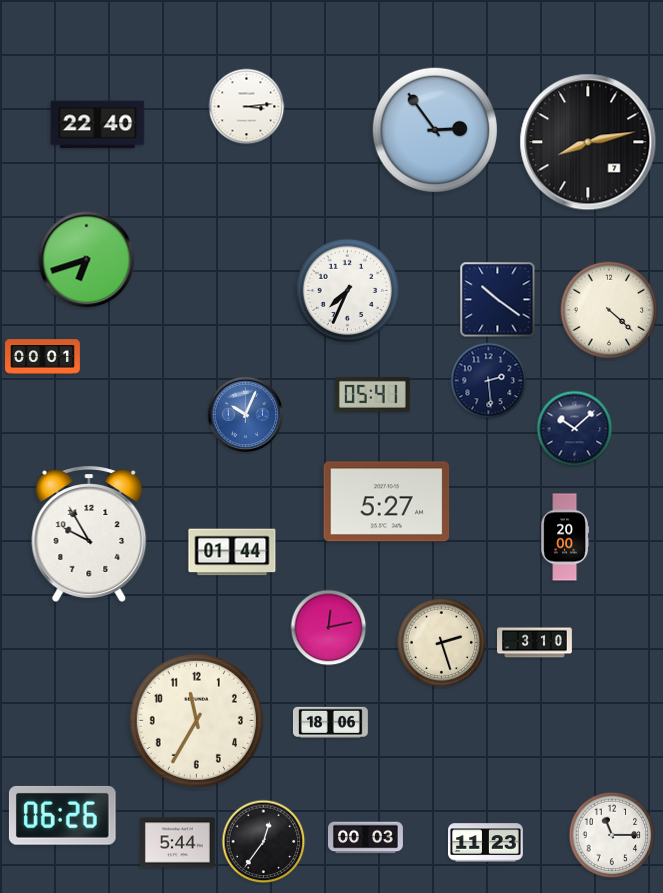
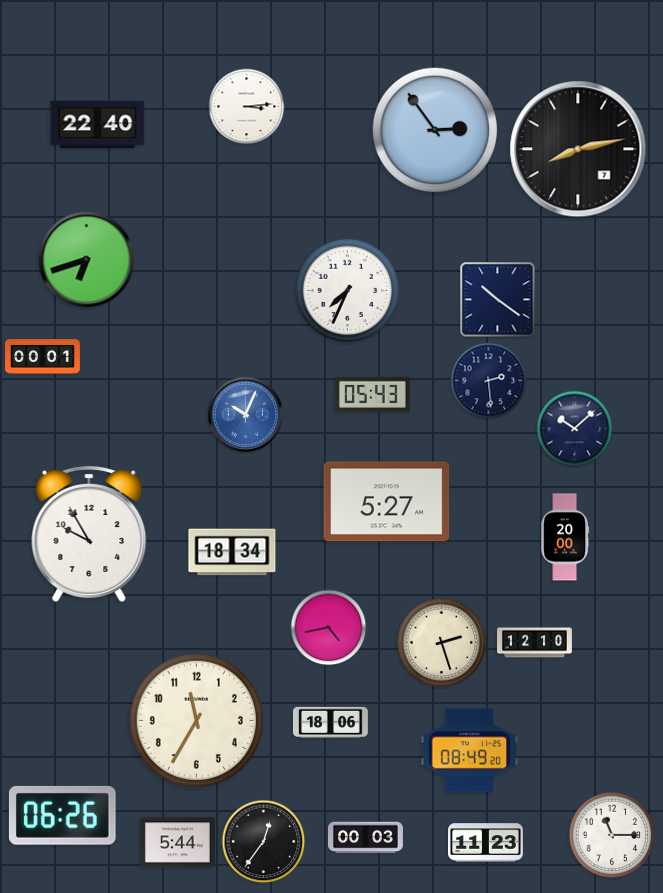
clock at (588, 142) position: (588, 142) -> (578, 149)
clock at (609, 310): 4:22 -> none
clock at (372, 394): 05:41 -> 05:43
clock at (232, 552): 01:44 -> 18:34
clock at (329, 628): 12:13 -> 4:43
clock at (535, 643): 3:10 -> 12:10
clock at (470, 751): none -> 08:49
